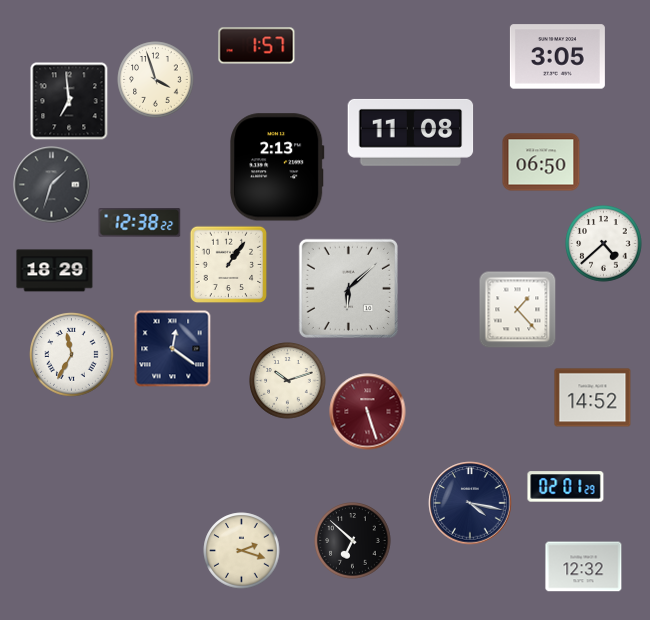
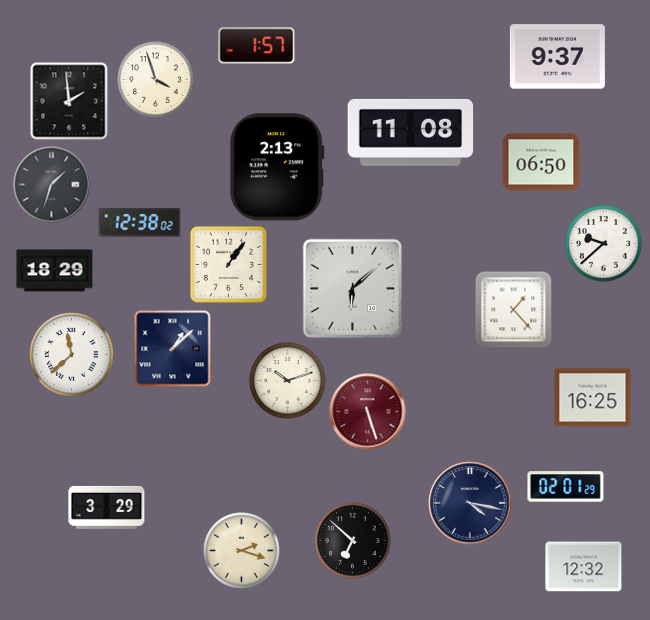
clock at (557, 57): 3:05 -> 9:37
clock at (69, 101): 6:59 -> 1:59
clock at (140, 223): 12:38:22 -> 12:38:02
clock at (604, 244): 4:38 -> 9:38
clock at (348, 288) position: (348, 288) -> (352, 288)
clock at (517, 309) position: (517, 309) -> (513, 309)
clock at (173, 349): 12:21 -> 1:08
clock at (72, 355): 11:35 -> 11:38
clock at (593, 398): 14:52 -> 16:25
clock at (107, 507): none -> 3:29
